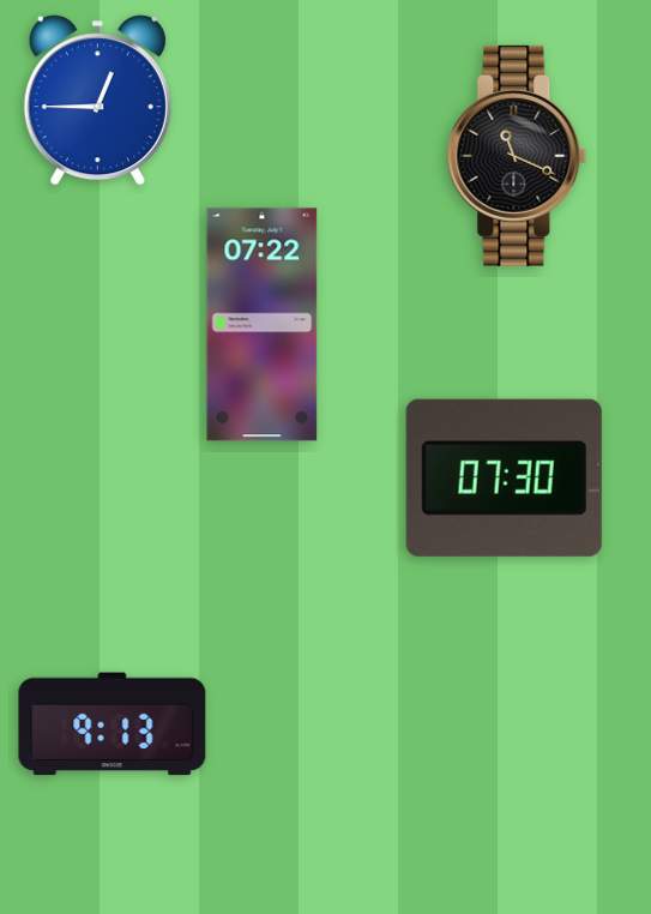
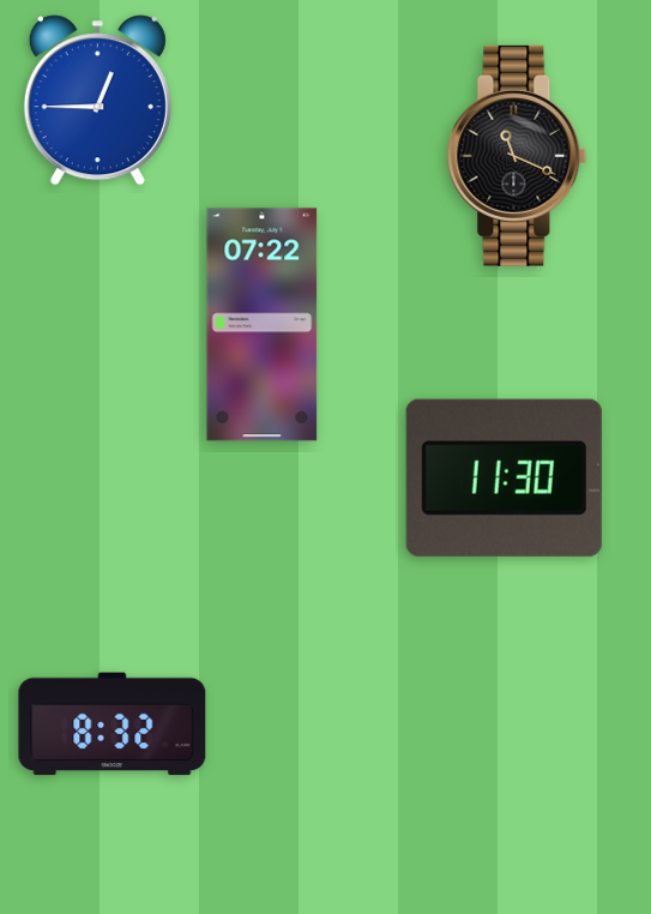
clock at (504, 477): 07:30 -> 11:30
clock at (113, 724): 9:13 -> 8:32
